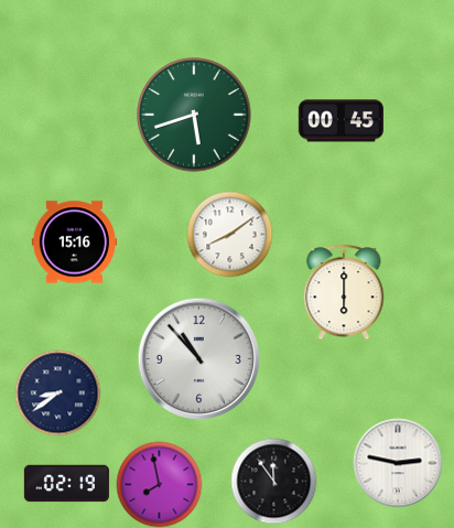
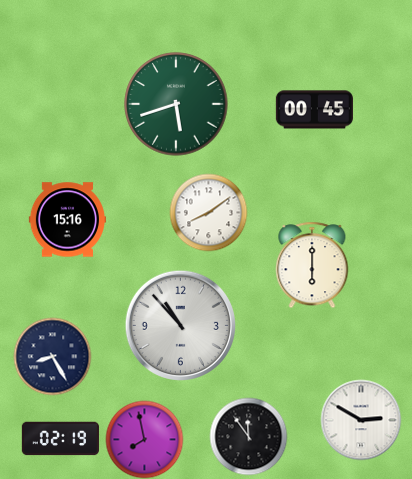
clock at (340, 121) position: (340, 121) -> (314, 110)
clock at (57, 392): 8:39 -> 8:25
clock at (398, 463): 2:47 -> 2:50
